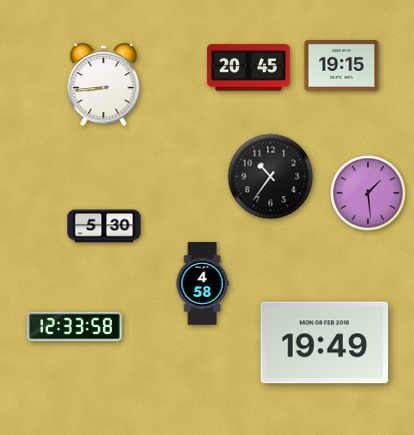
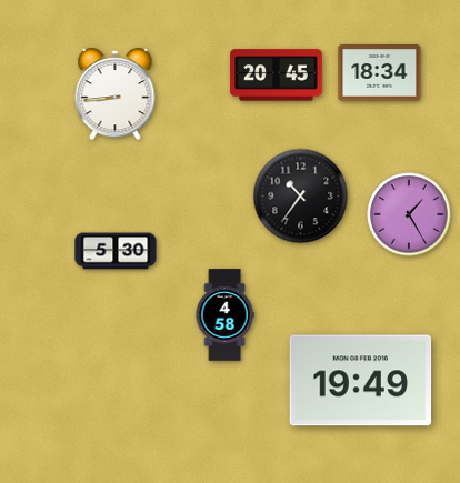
clock at (342, 66): 19:15 -> 18:34
clock at (368, 193): 1:29 -> 1:25
clock at (75, 327): 12:33 -> none
